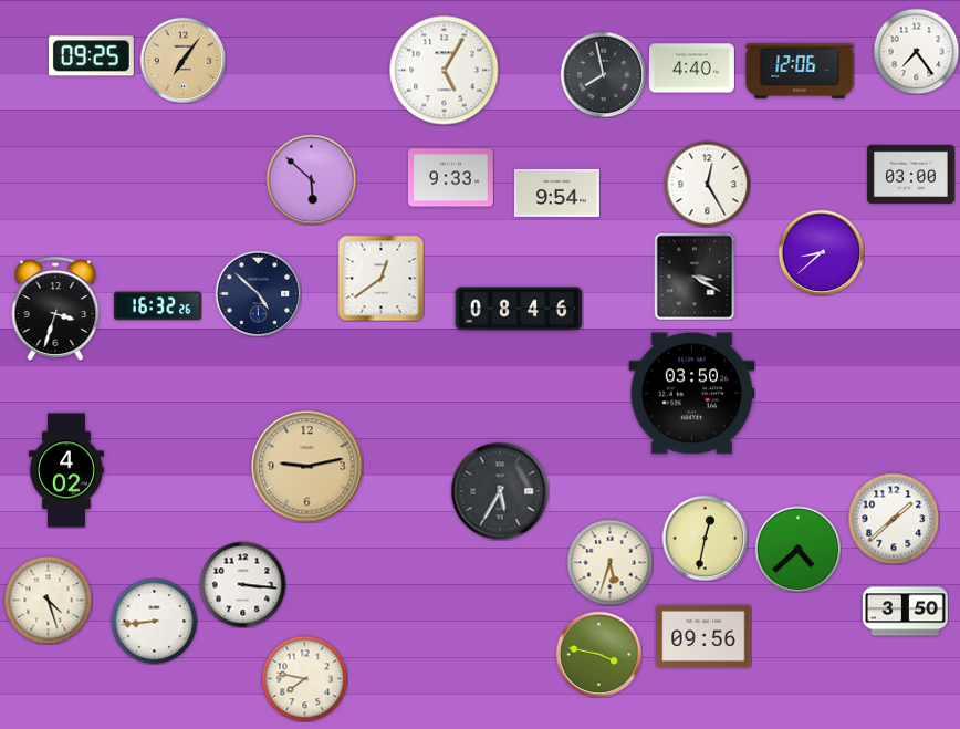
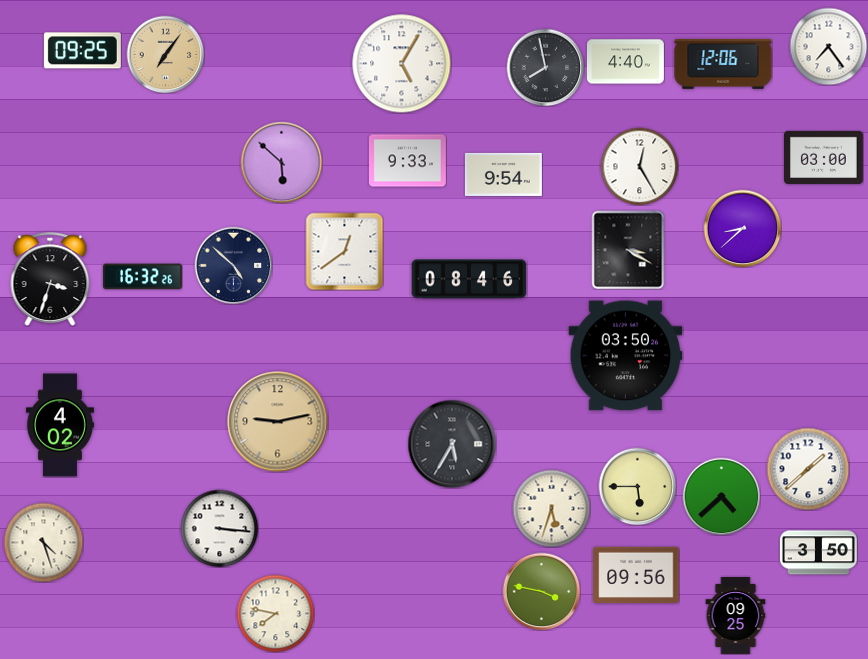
clock at (705, 538): 12:32 -> 5:45
clock at (154, 621): 8:44 -> none
clock at (736, 615): none -> 09:25
